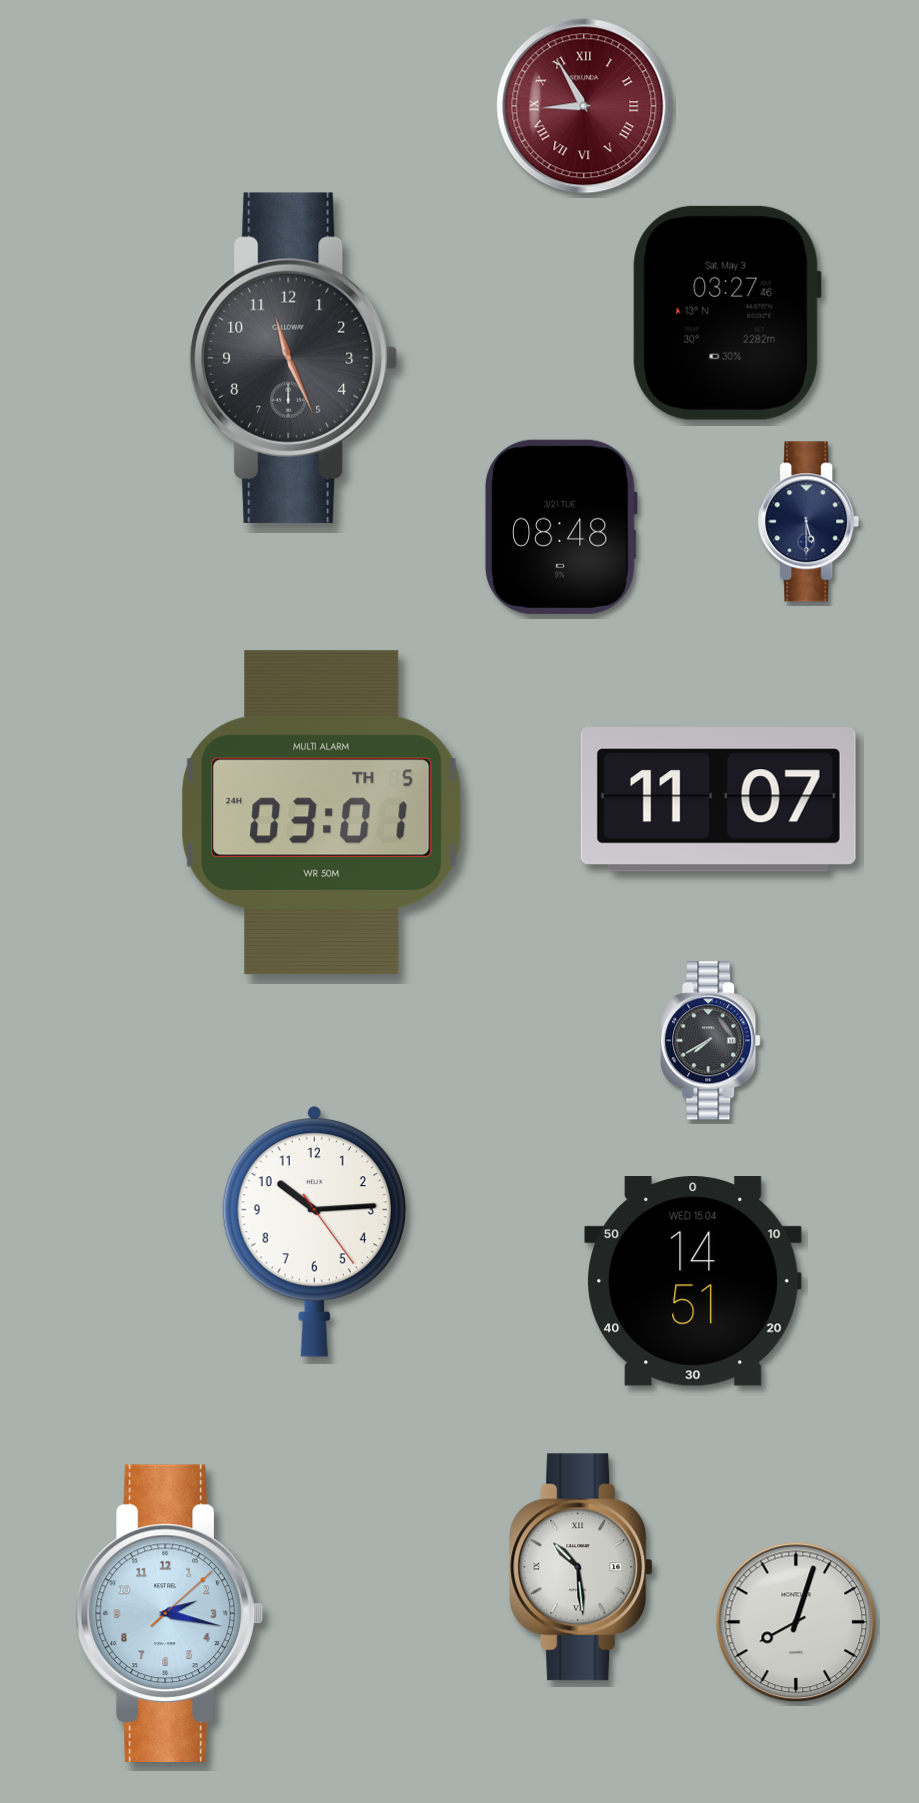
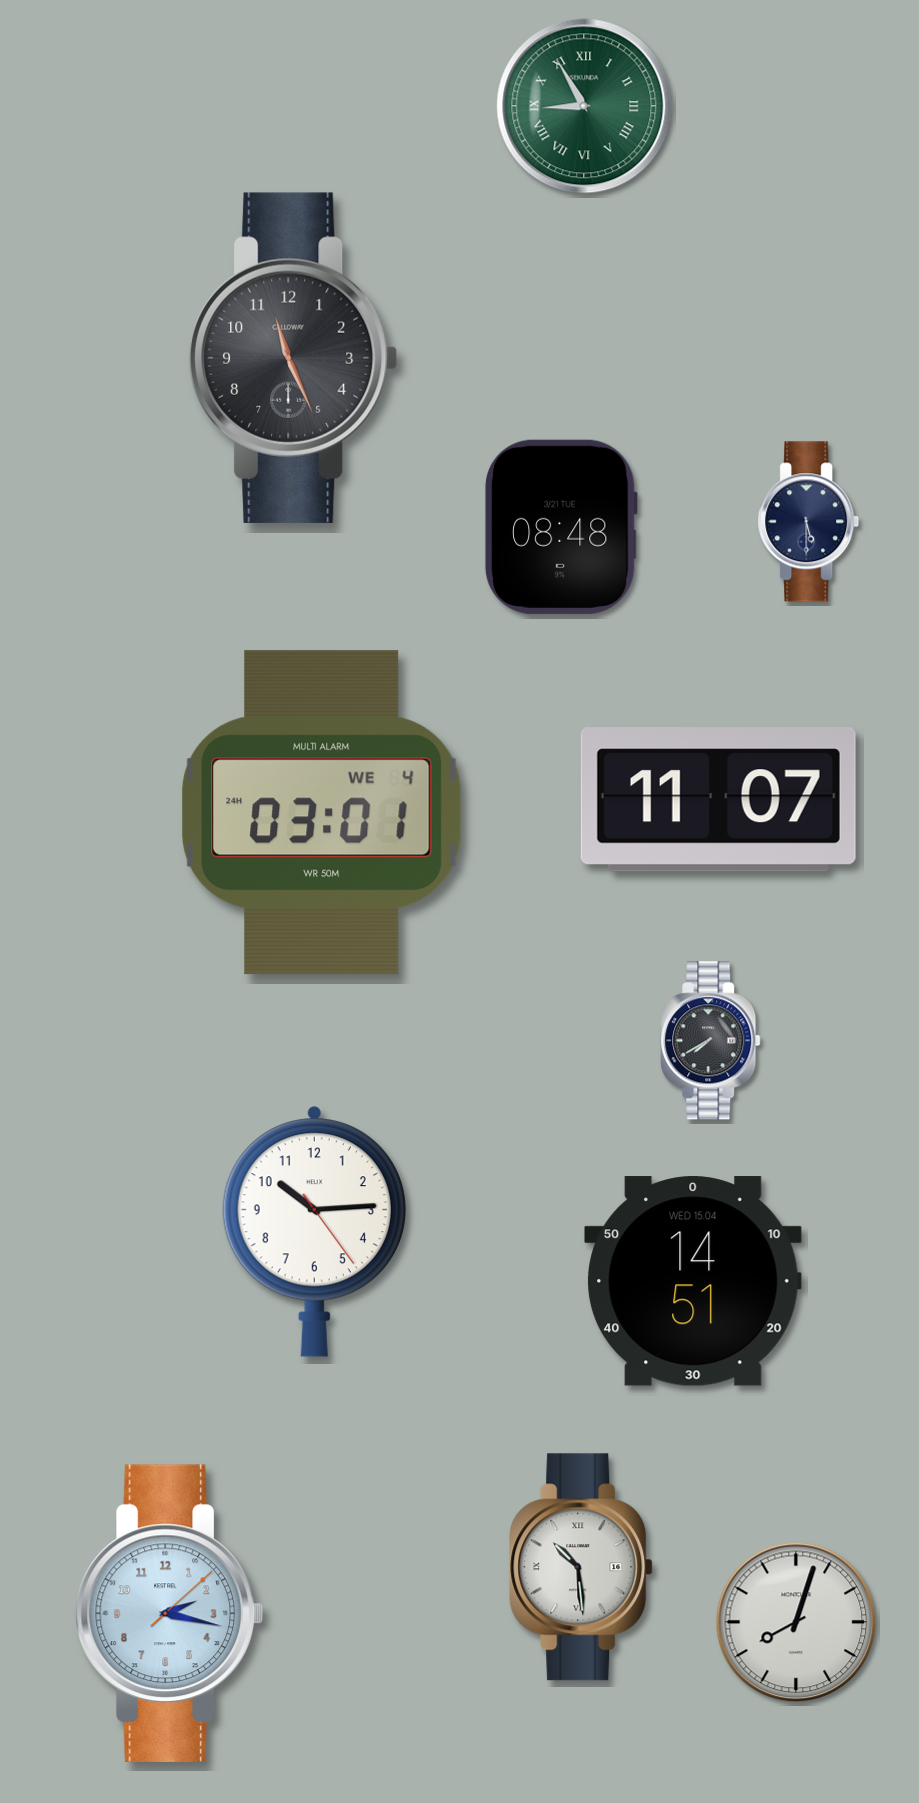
clock at (584, 106) dial: burgundy -> green
clock at (727, 313): 03:27 -> none
clock at (322, 813) date: TH 5 -> WE 4
